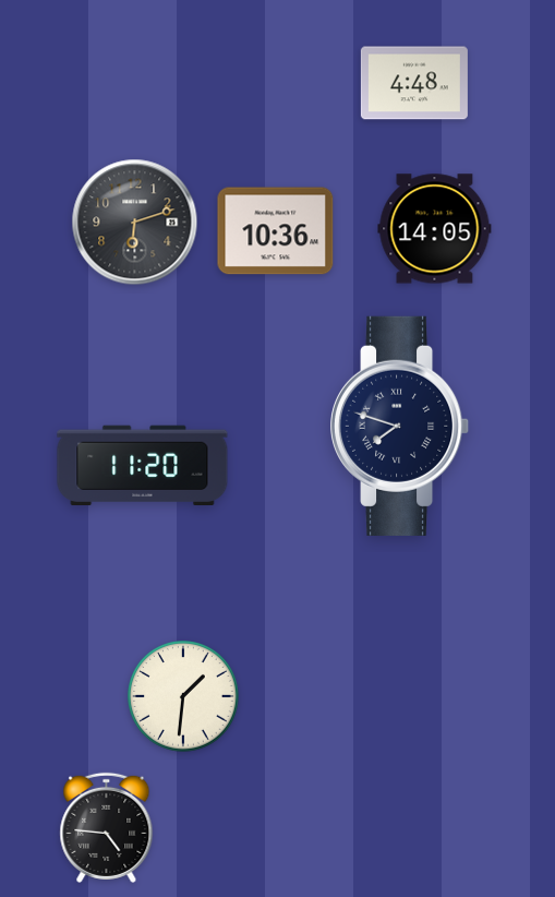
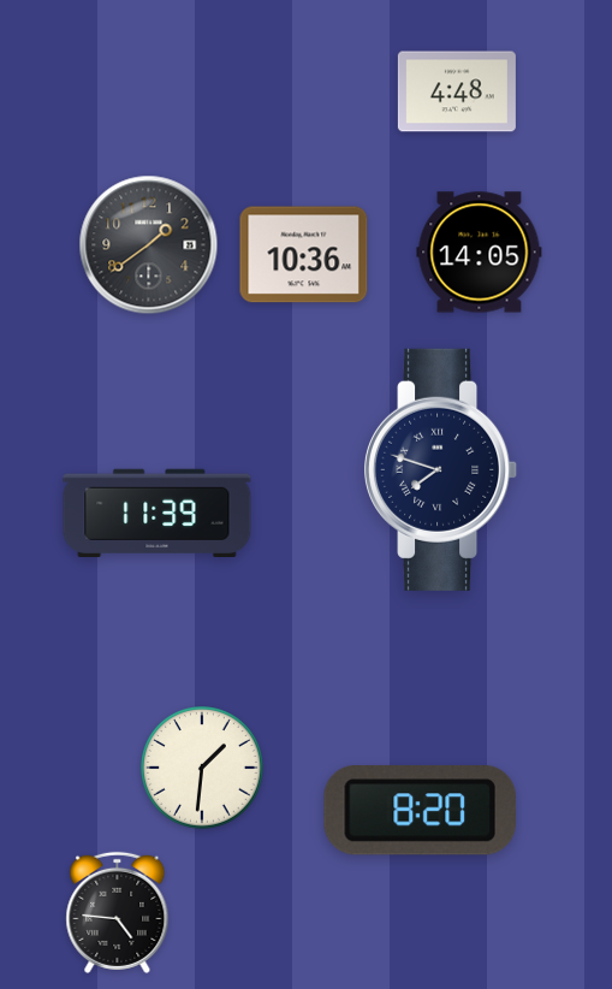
clock at (135, 223): 6:12 -> 1:39
clock at (143, 466): 11:20 -> 11:39
clock at (420, 811): none -> 8:20
